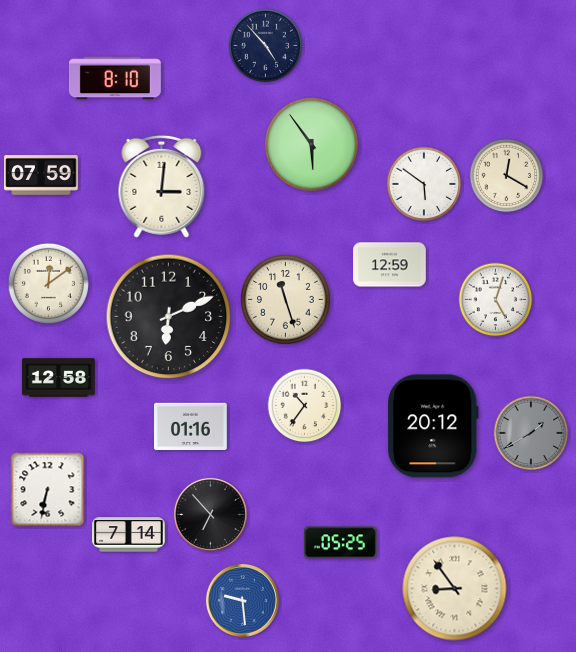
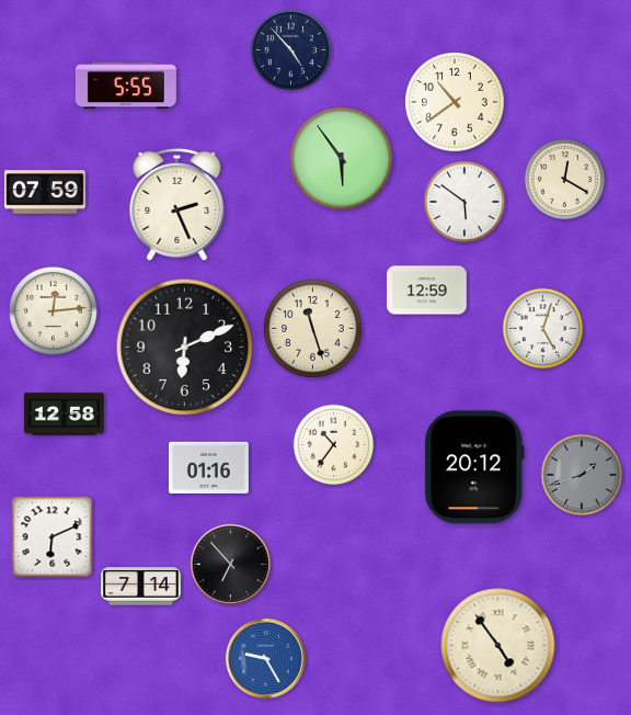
clock at (115, 78): 8:10 -> 5:55
clock at (455, 102): none -> 10:39
clock at (507, 176) position: (507, 176) -> (565, 180)
clock at (162, 186): 3:01 -> 2:26
clock at (48, 283): 12:09 -> 12:14
clock at (531, 433): 1:40 -> 1:42
clock at (48, 490): 6:32 -> 6:11
clock at (341, 543): 05:25 -> none
clock at (455, 589): 8:54 -> 4:54
clock at (242, 600): 9:29 -> 9:25
